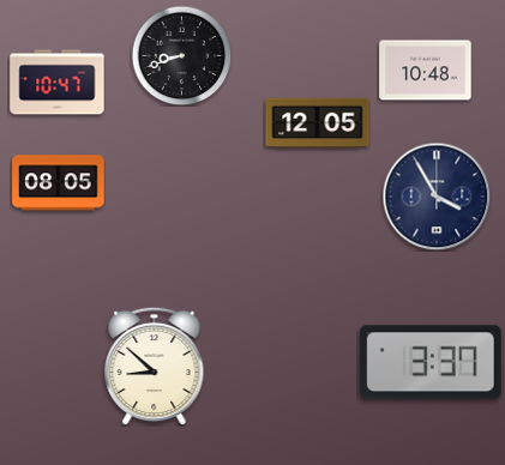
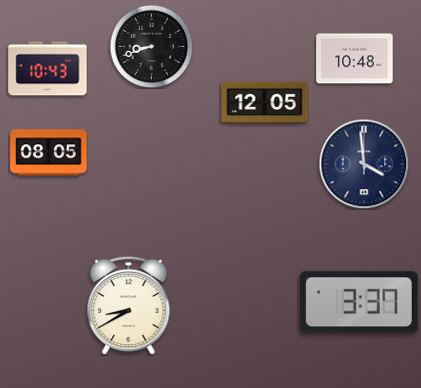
clock at (58, 83): 10:47 -> 10:43
clock at (437, 197): 3:55 -> 3:59
clock at (155, 366): 8:52 -> 8:40
